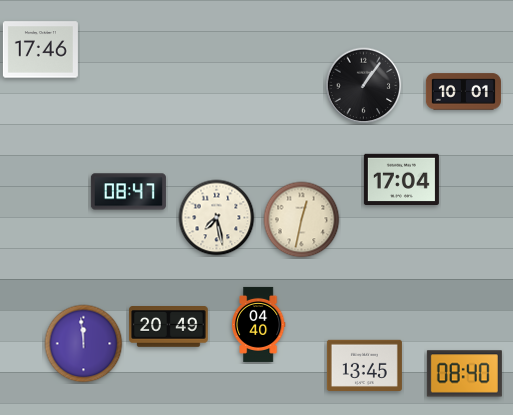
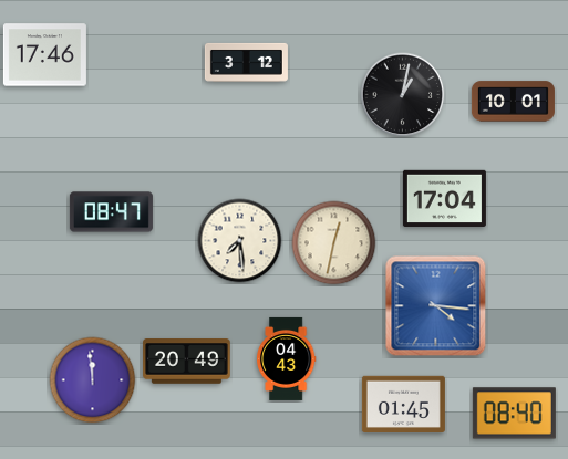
clock at (246, 62): none -> 3:12
clock at (364, 86): 1:06 -> 1:02
clock at (128, 192) position: (128, 192) -> (111, 212)
clock at (217, 218): 7:28 -> 7:29
clock at (436, 306): none -> 4:16
clock at (258, 324): 04:40 -> 04:43
clock at (364, 365): 13:45 -> 01:45
